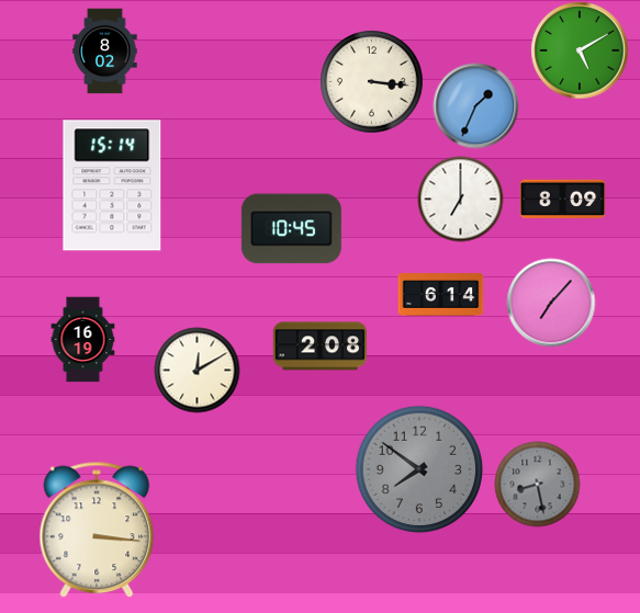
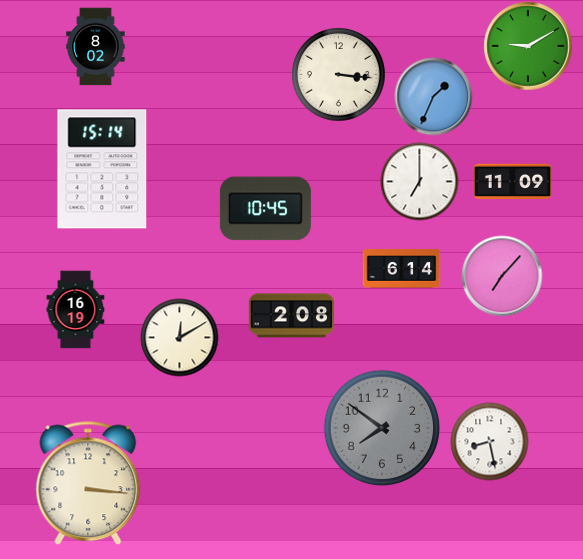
clock at (580, 50): 5:10 -> 9:10
clock at (562, 200): 8:09 -> 11:09
clock at (537, 484) dial: grey -> white
